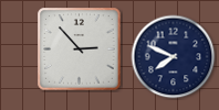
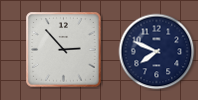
clock at (80, 50) position: (80, 50) -> (64, 50)
